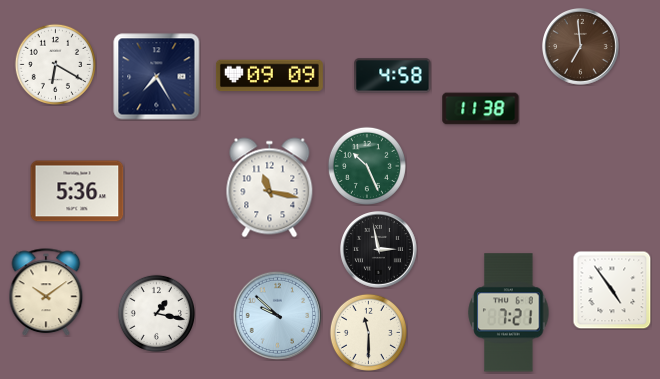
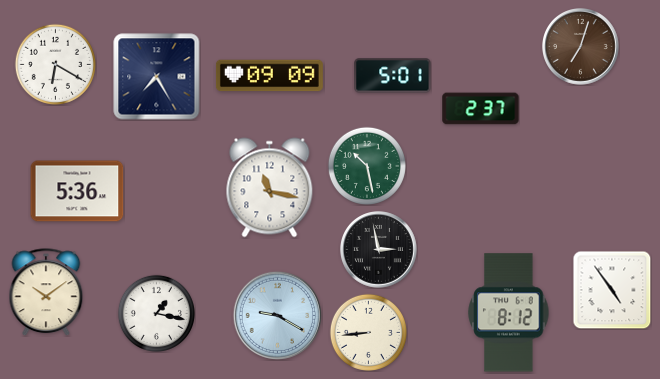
clock at (581, 47): 6:59 -> 7:03
clock at (393, 76): 4:58 -> 5:01
clock at (481, 109): 11:38 -> 2:37
clock at (367, 166): 10:26 -> 10:28
clock at (509, 313): 7:21 -> 8:12
clock at (277, 315): 9:52 -> 9:20
clock at (368, 332): 11:30 -> 8:44
